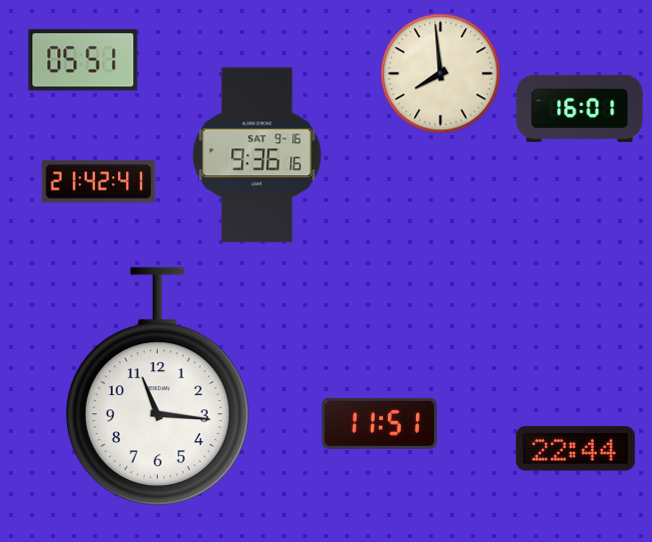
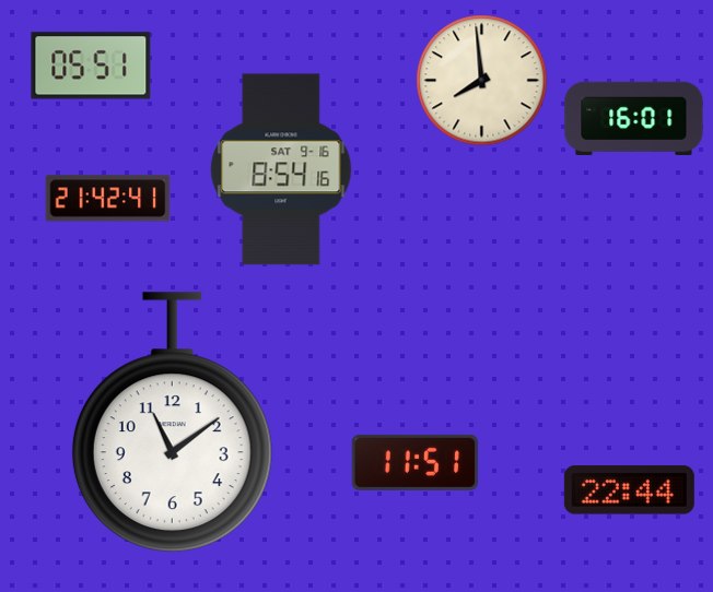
clock at (257, 155): 9:36 -> 8:54
clock at (157, 387): 11:16 -> 11:09
